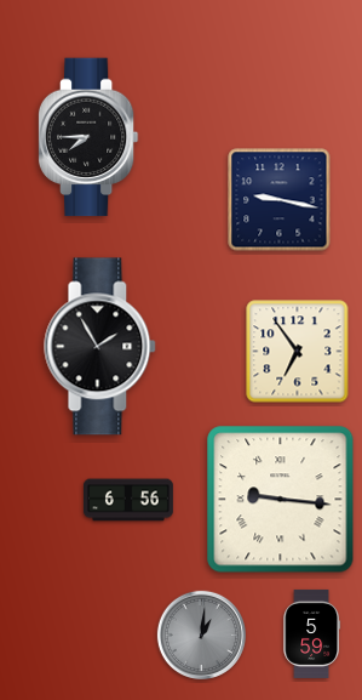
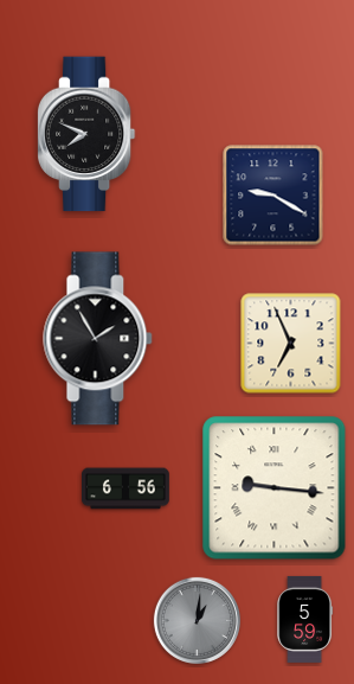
clock at (88, 137): 7:45 -> 7:49
clock at (280, 200): 9:17 -> 9:20
clock at (298, 352): 6:54 -> 6:56
